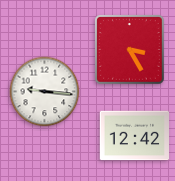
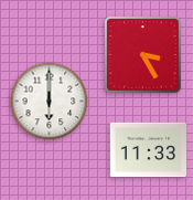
clock at (45, 92): 9:16 -> 6:00
clock at (135, 136): 12:42 -> 11:33
